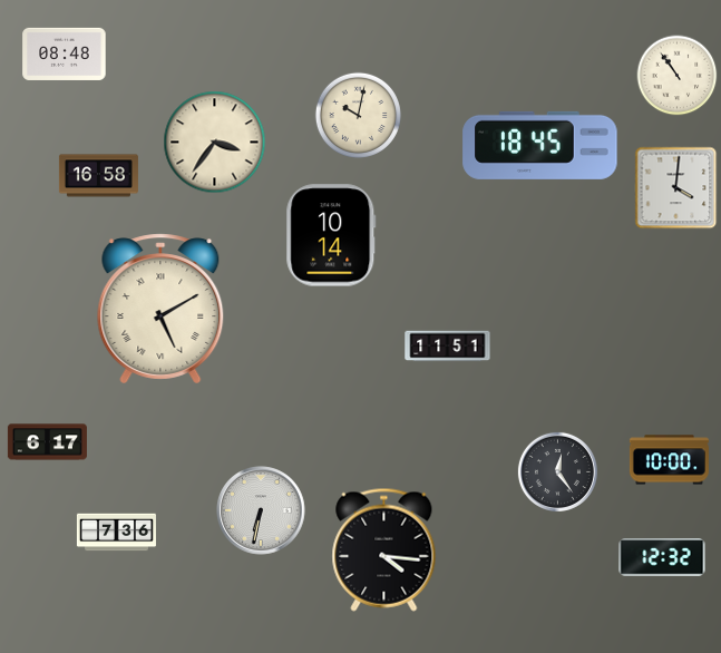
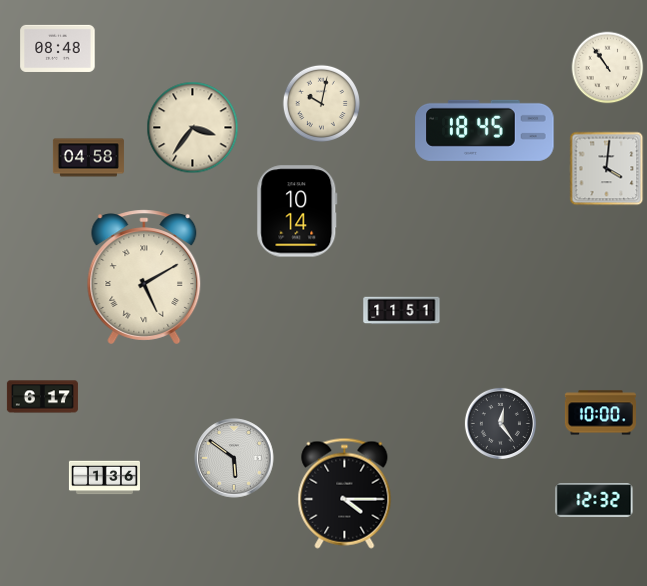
clock at (98, 176): 16:58 -> 04:58
clock at (261, 510): 6:32 -> 5:51
clock at (116, 533): 7:36 -> 1:36
clock at (384, 549): 4:16 -> 4:15
